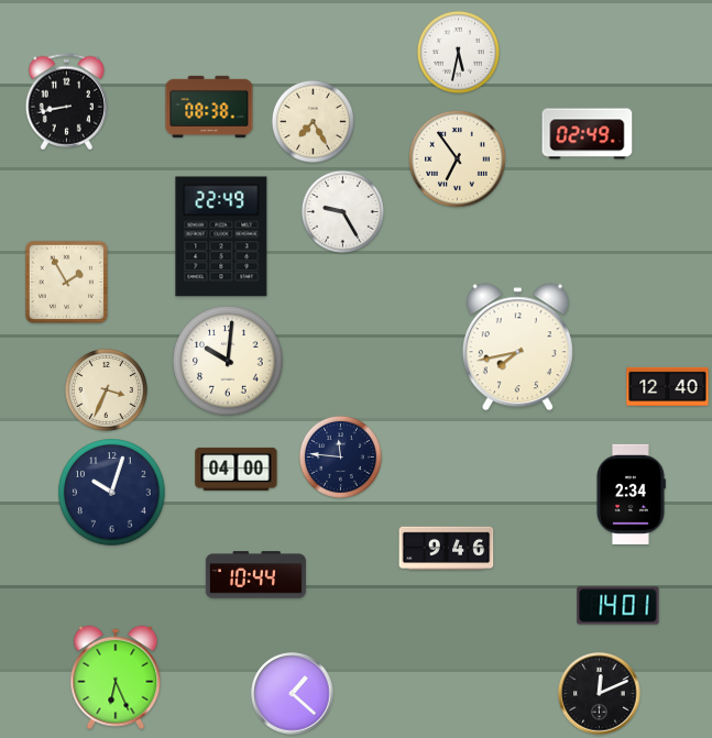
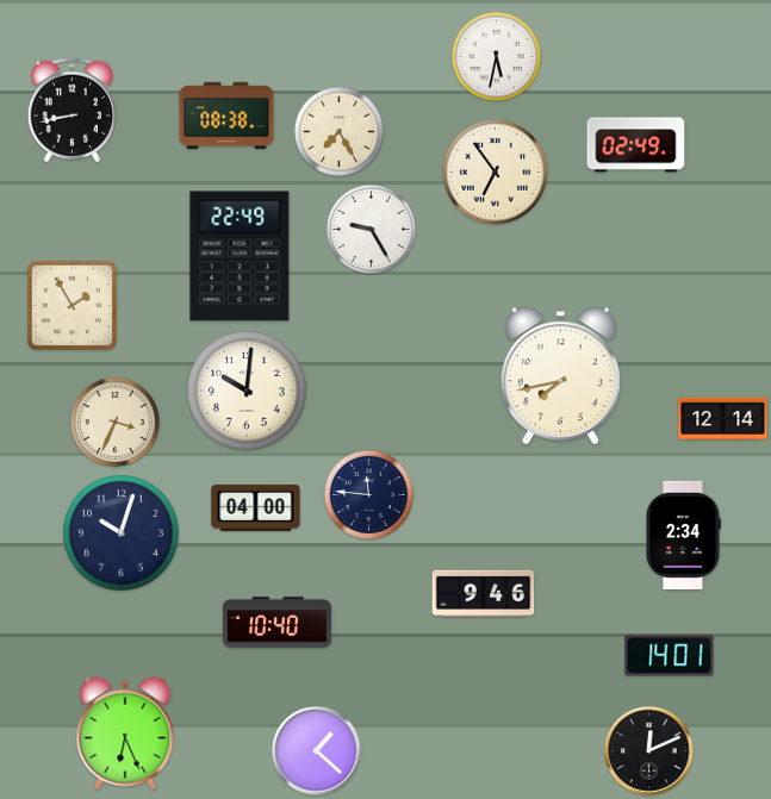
clock at (668, 386): 12:40 -> 12:14
clock at (255, 575): 10:44 -> 10:40
